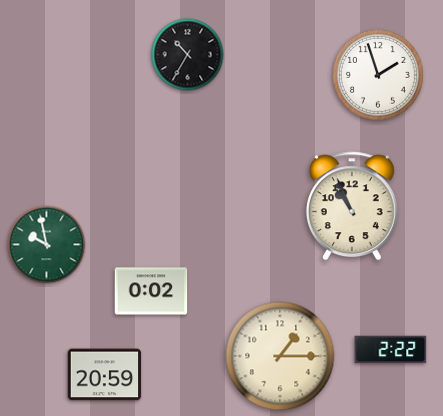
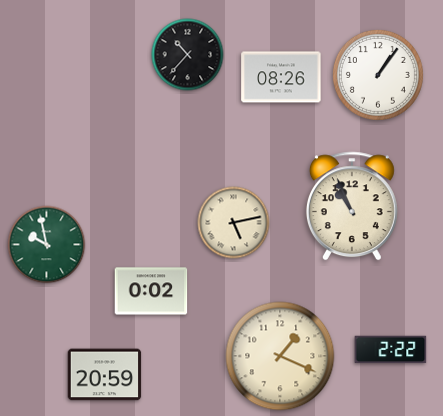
clock at (188, 55): 10:35 -> 10:37
clock at (378, 75): 1:57 -> 1:06
clock at (281, 77): none -> 08:26
clock at (234, 223): none -> 5:13
clock at (280, 356): 1:15 -> 1:19
